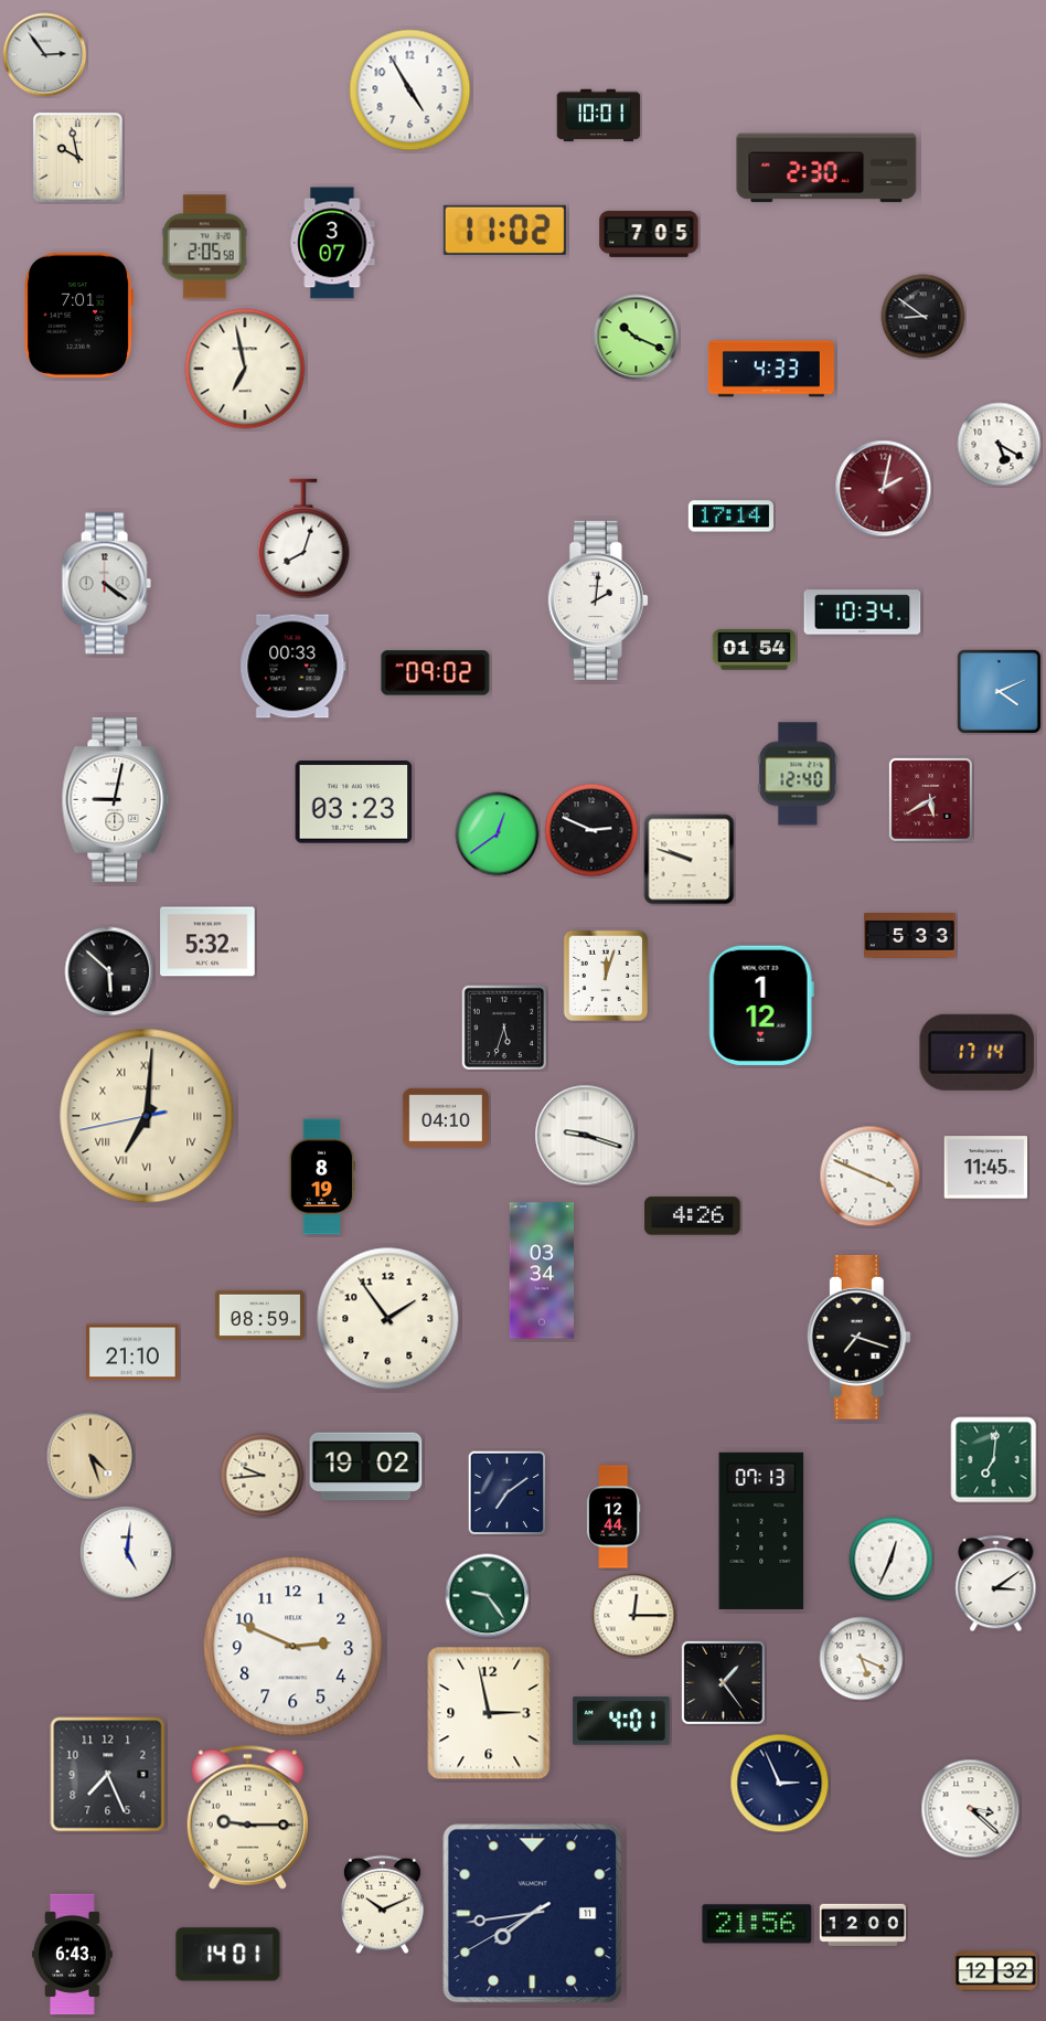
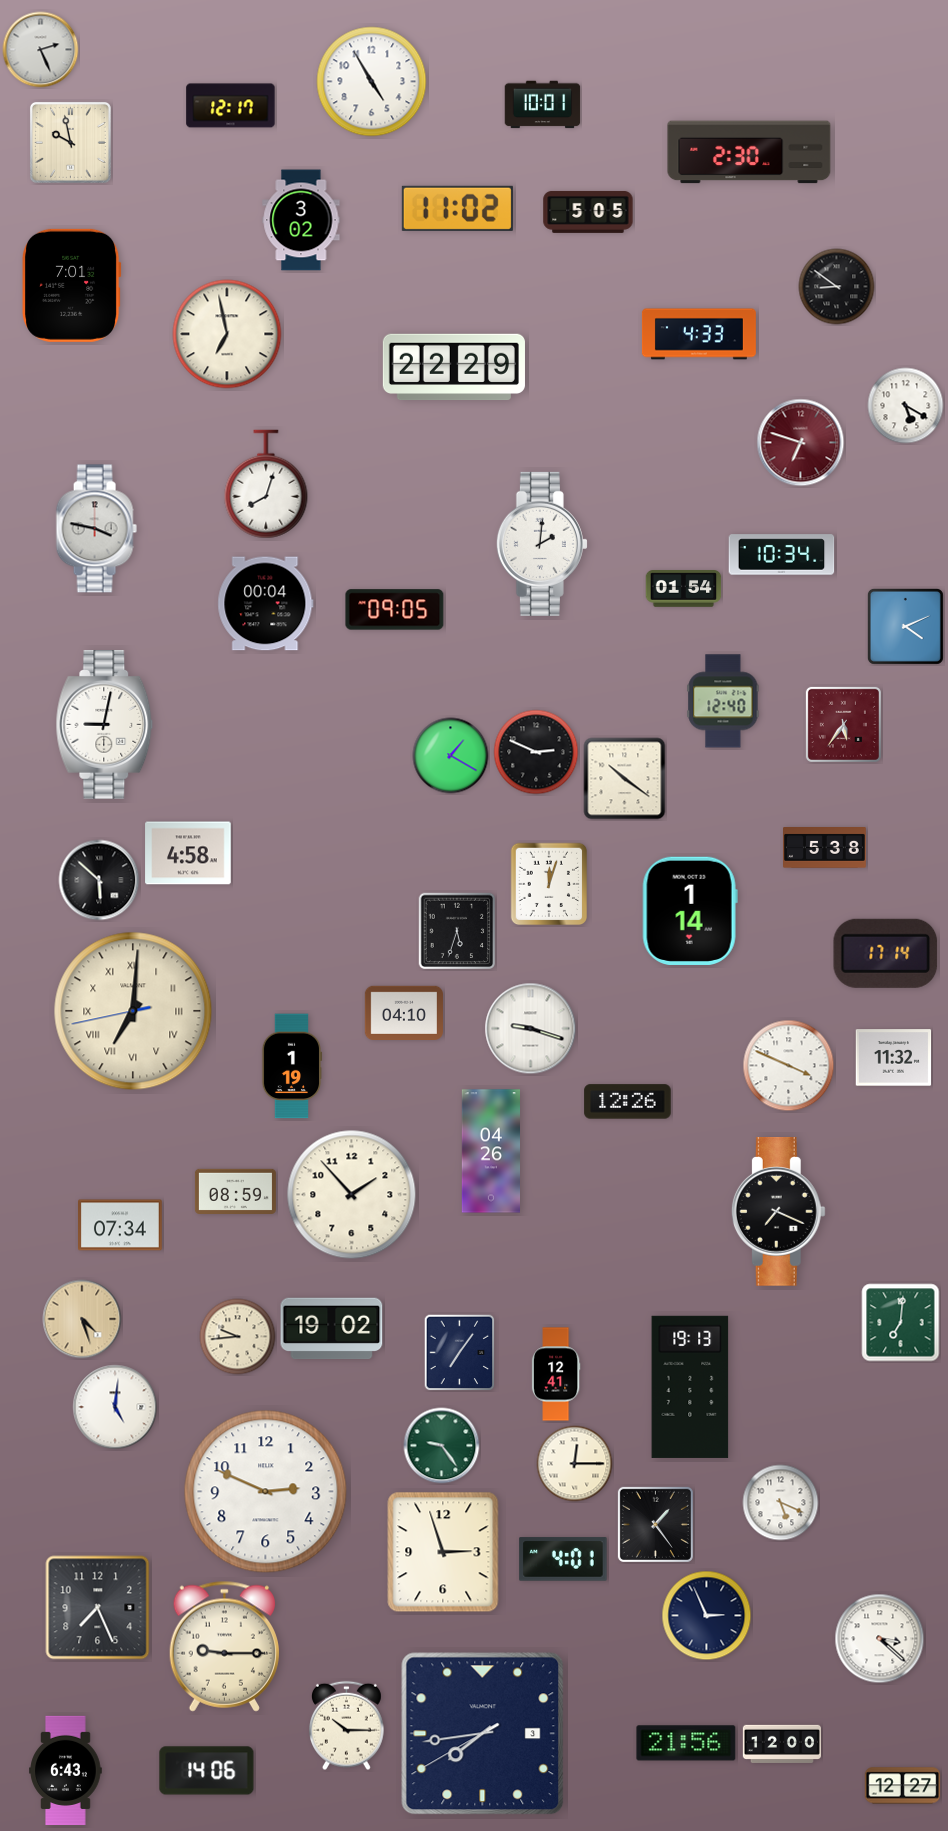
clock at (45, 55): 2:54 -> 2:26
clock at (231, 106): none -> 12:17
clock at (649, 234): 7:05 -> 5:05
clock at (332, 243): 3:07 -> 3:02
clock at (204, 247): 2:05 -> none
clock at (637, 338): 10:19 -> none
clock at (245, 369) position: (245, 369) -> (227, 334)
clock at (454, 367): none -> 22:29
clock at (1000, 445) position: (1000, 445) -> (906, 406)
clock at (884, 489): 2:02 -> 6:48
clock at (730, 517): 17:14 -> none
clock at (303, 539) position: (303, 539) -> (266, 484)
clock at (106, 584): 4:21 -> 3:47
clock at (293, 667): 00:33 -> 00:04
clock at (436, 673): 09:02 -> 09:05
clock at (930, 799): 5:40 -> 5:36
clock at (354, 802): 03:23 -> none
clock at (498, 834): 12:39 -> 1:20
clock at (690, 860): 9:48 -> 10:21
clock at (910, 936): 5:33 -> 5:38
clock at (207, 942): 5:32 -> 4:58
clock at (761, 1006): 1:12 -> 1:14
clock at (986, 1168): 11:45 -> 11:32
clock at (322, 1177): 8:19 -> 1:19
clock at (693, 1216): 4:26 -> 12:26
clock at (541, 1270): 03:34 -> 04:26
clock at (388, 1319): 1:54 -> 1:53
clock at (858, 1338): 7:18 -> 7:19
clock at (134, 1352): 21:10 -> 07:34
clock at (508, 1493): 7:09 -> 7:06
clock at (613, 1517): 12:44 -> 12:41
clock at (761, 1531): 07:13 -> 19:13
clock at (892, 1560): 12:34 -> none
clock at (996, 1584): 3:09 -> none
clock at (489, 1713): 2:58 -> 2:57
clock at (383, 1905): 10:11 -> 10:15
clock at (533, 1914) date: 11 -> 3
clock at (228, 1955): 14:01 -> 14:06
clock at (996, 1971): 12:32 -> 12:27
